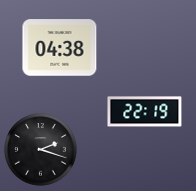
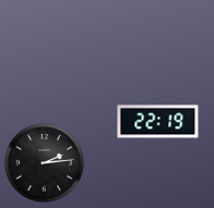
clock at (60, 48): 04:38 -> none
clock at (41, 150): 2:18 -> 2:14
